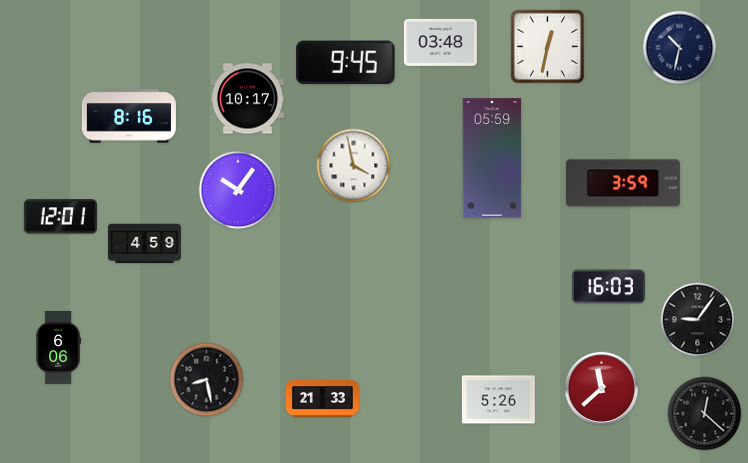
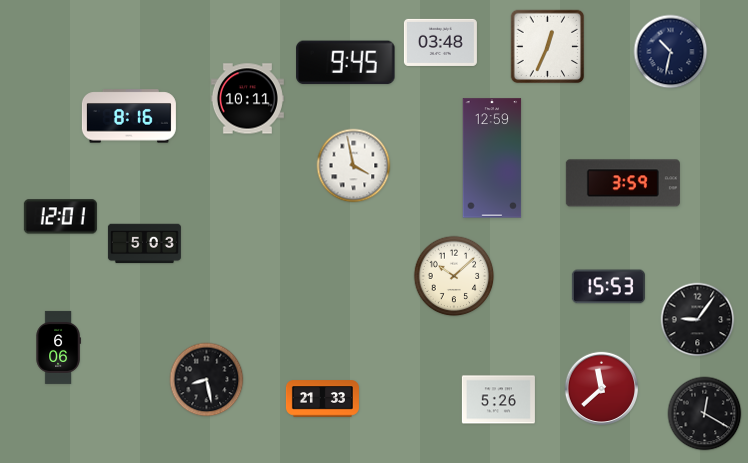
clock at (548, 47): 12:32 -> 12:34
clock at (680, 48) position: (680, 48) -> (671, 52)
clock at (247, 99): 10:17 -> 10:11
clock at (492, 158): 05:59 -> 12:59
clock at (238, 190): 10:06 -> none
clock at (144, 244): 4:59 -> 5:03
clock at (454, 276): none -> 10:08
clock at (608, 287): 16:03 -> 15:53
clock at (705, 414): 12:22 -> 12:20
